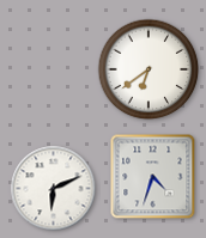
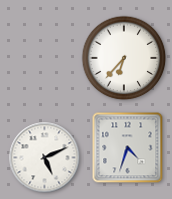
clock at (149, 69): 6:39 -> 6:37
clock at (54, 189): 6:11 -> 5:11
